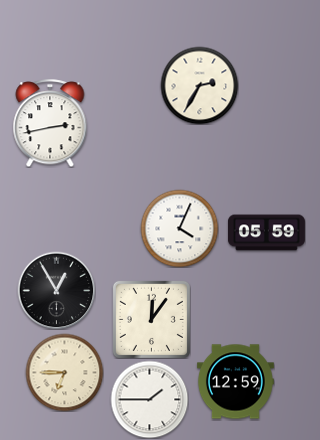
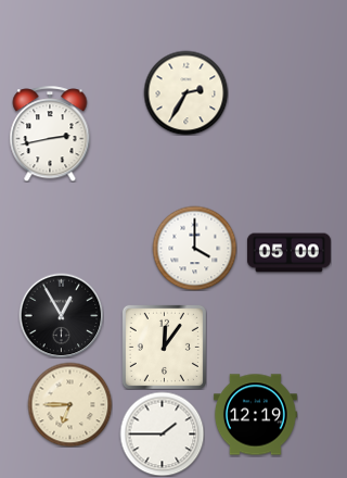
clock at (199, 85) position: (199, 85) -> (185, 92)
clock at (50, 123) position: (50, 123) -> (50, 134)
clock at (179, 228): 4:04 -> 4:00
clock at (266, 233): 05:59 -> 05:00
clock at (235, 382): 12:59 -> 12:19
